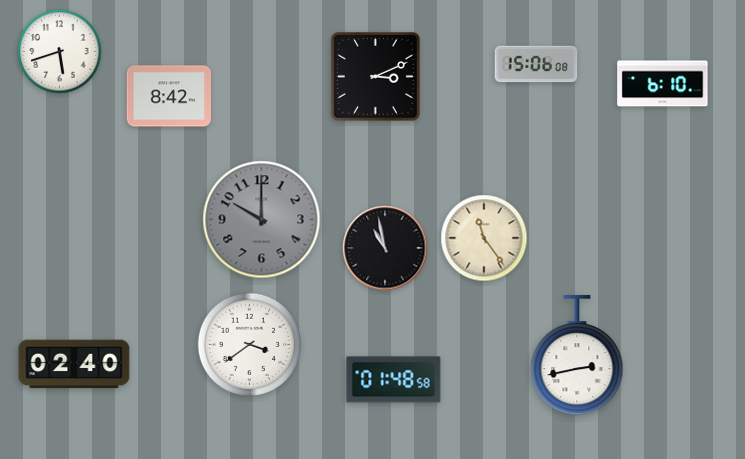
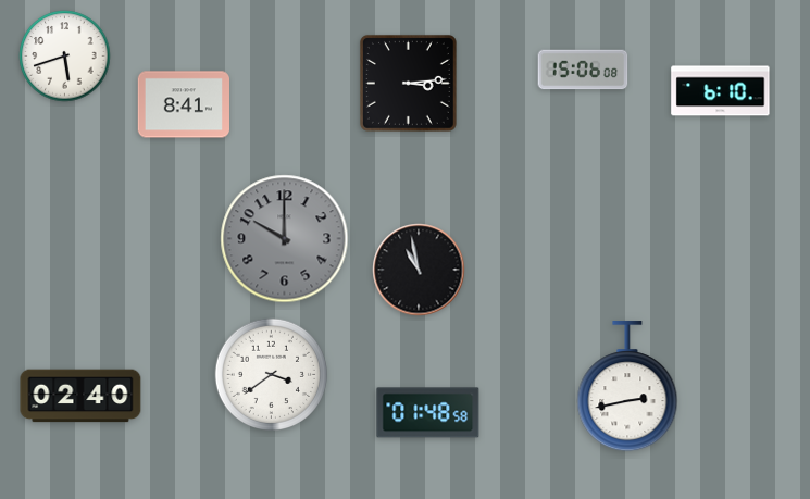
clock at (375, 76): 3:11 -> 3:14
clock at (168, 96): 8:42 -> 8:41
clock at (484, 238): 11:24 -> none
